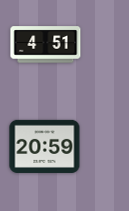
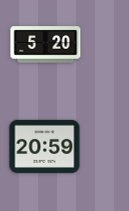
clock at (46, 45): 4:51 -> 5:20
